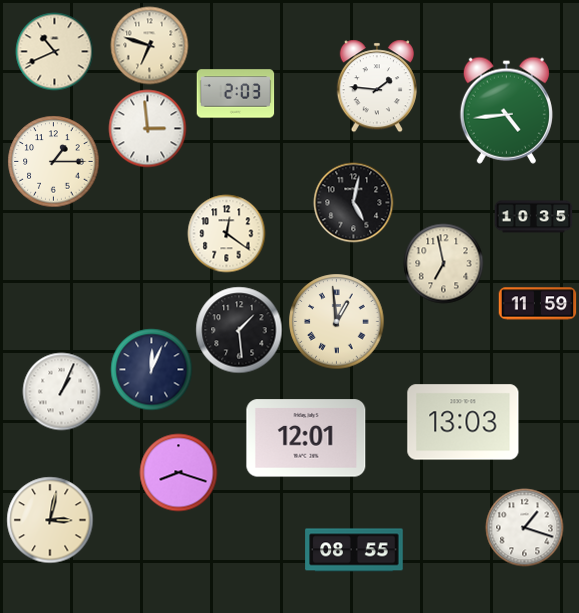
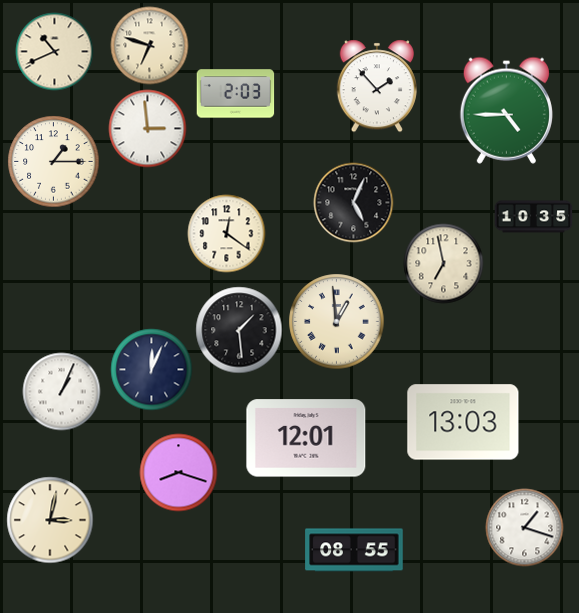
clock at (377, 86): 1:46 -> 1:53
clock at (506, 110): 4:44 -> 4:45
clock at (353, 202): 5:02 -> 5:04
clock at (537, 304): 11:59 -> none
